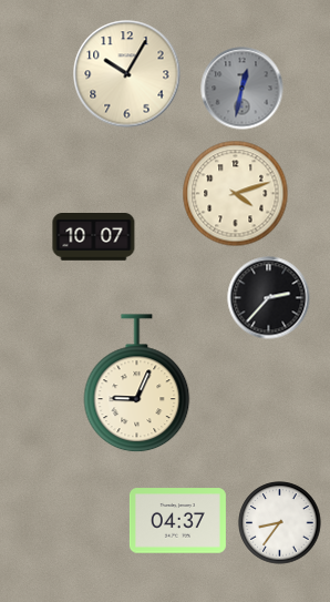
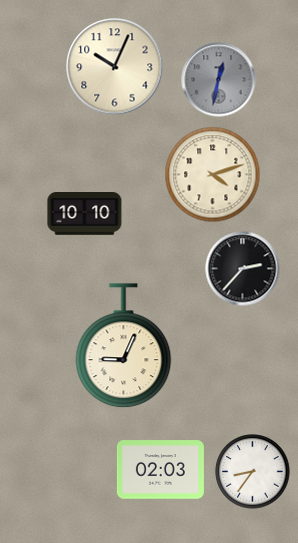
clock at (127, 74): 10:05 -> 10:04
clock at (94, 237): 10:07 -> 10:10
clock at (177, 521): 04:37 -> 02:03
